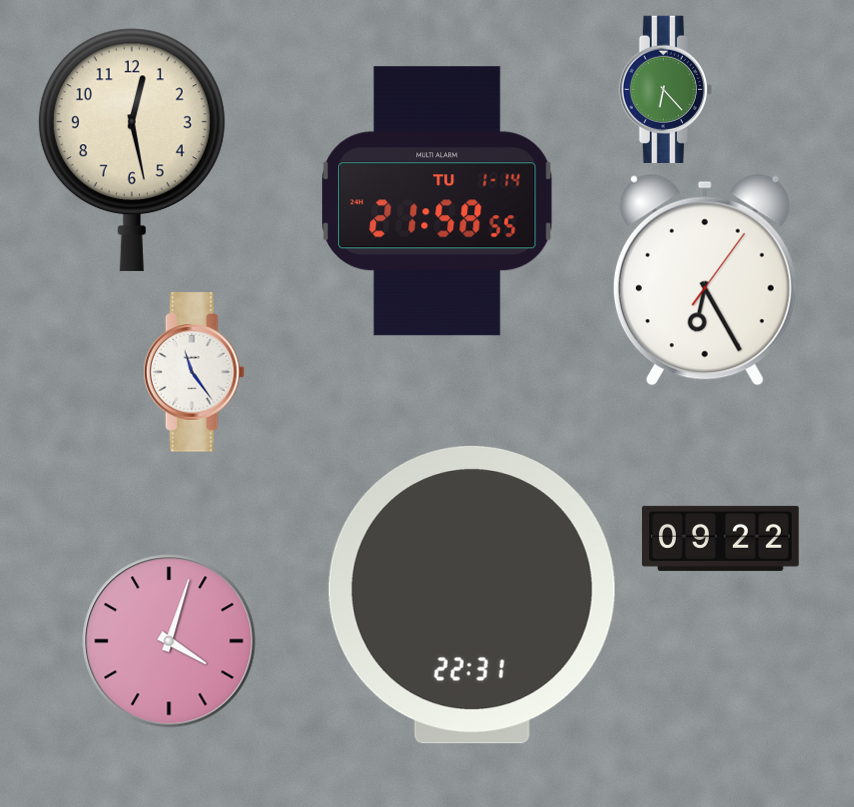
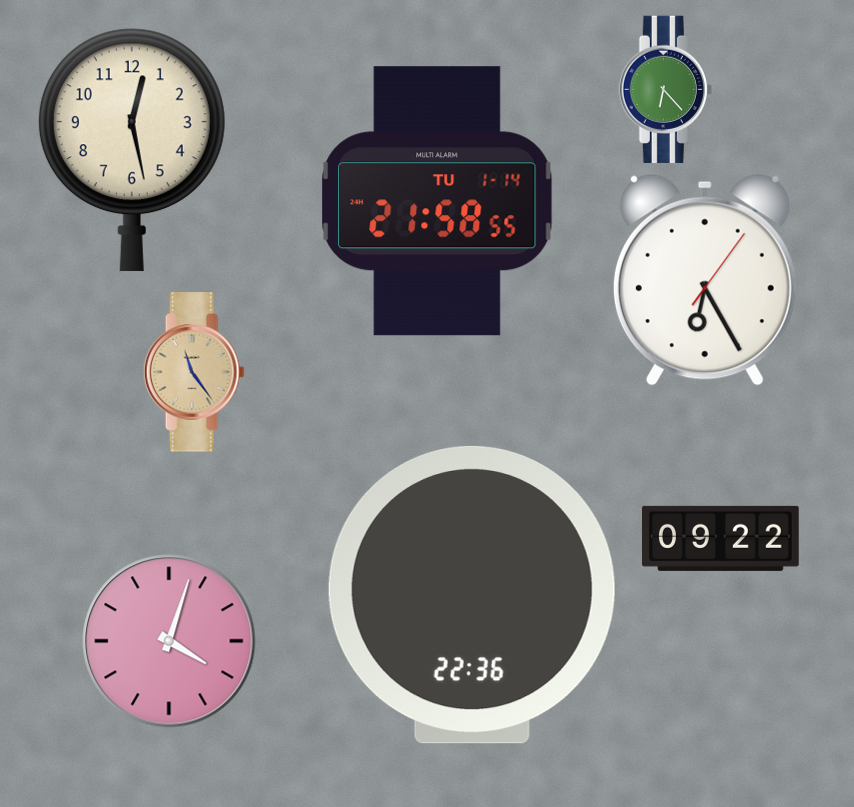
clock at (194, 372) dial: white -> champagne
clock at (472, 595): 22:31 -> 22:36
